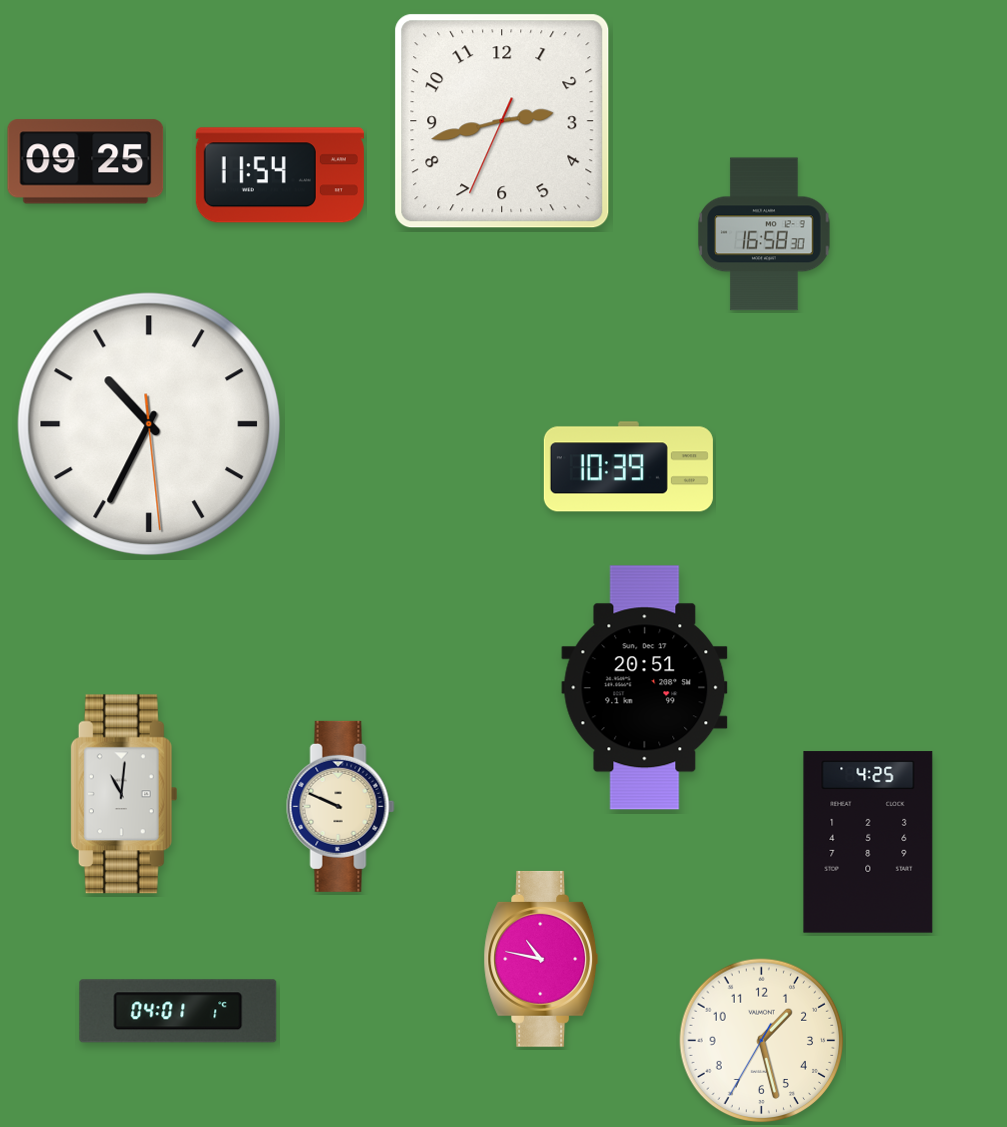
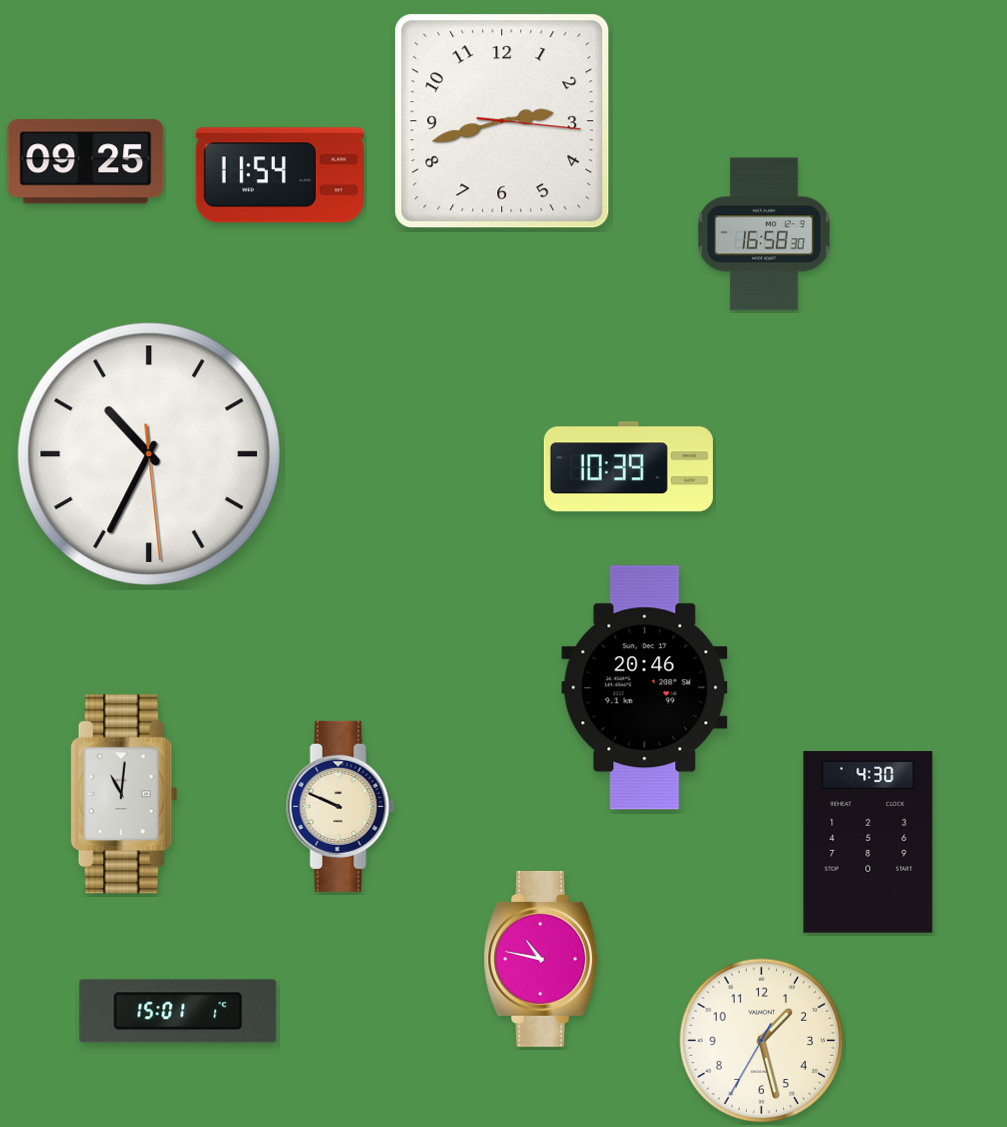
clock at (502, 121): 2:42:34 -> 2:42:16
clock at (149, 424) position: (149, 424) -> (149, 454)
clock at (645, 688): 20:51 -> 20:46
clock at (868, 842): 4:25 -> 4:30
clock at (178, 1011): 04:01 -> 15:01
